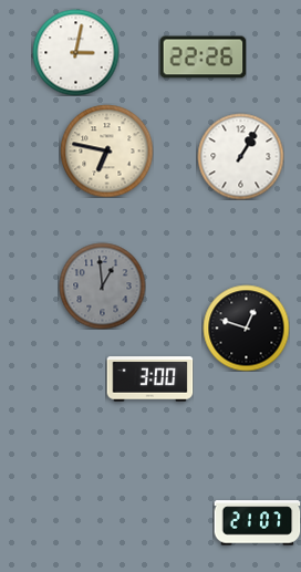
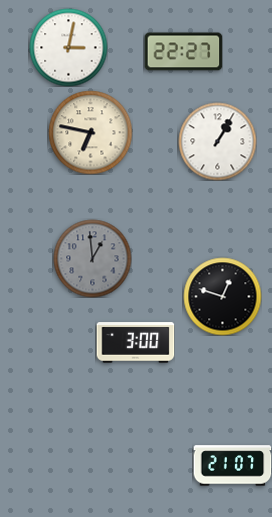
clock at (203, 58): 22:26 -> 22:27
clock at (106, 150) position: (106, 150) -> (90, 132)
clock at (257, 523) position: (257, 523) -> (232, 466)
